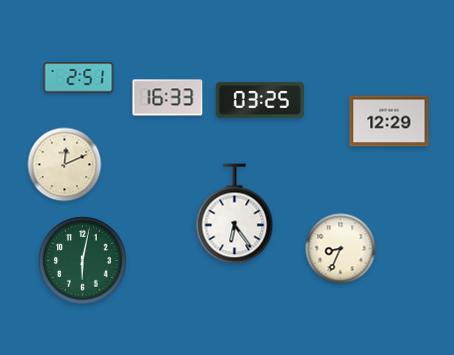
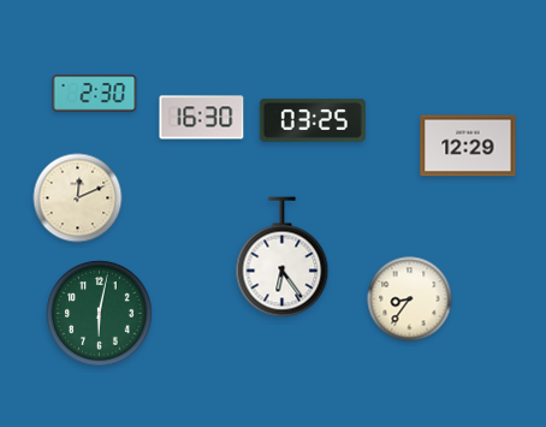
clock at (79, 78): 2:51 -> 2:30
clock at (168, 98): 16:33 -> 16:30
clock at (341, 249): 8:34 -> 8:36
